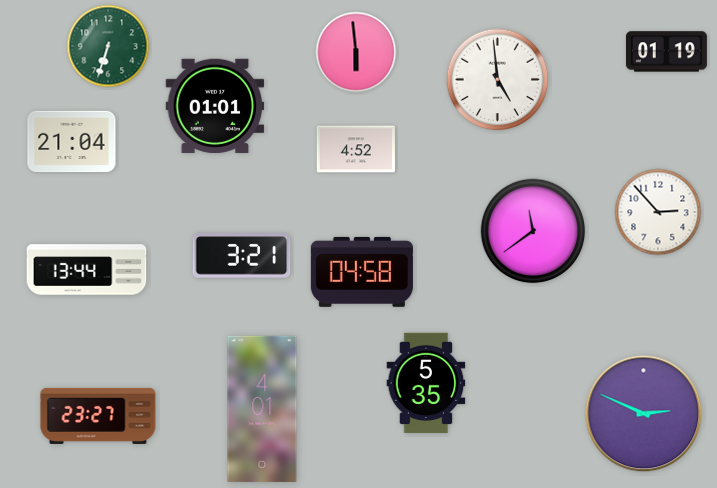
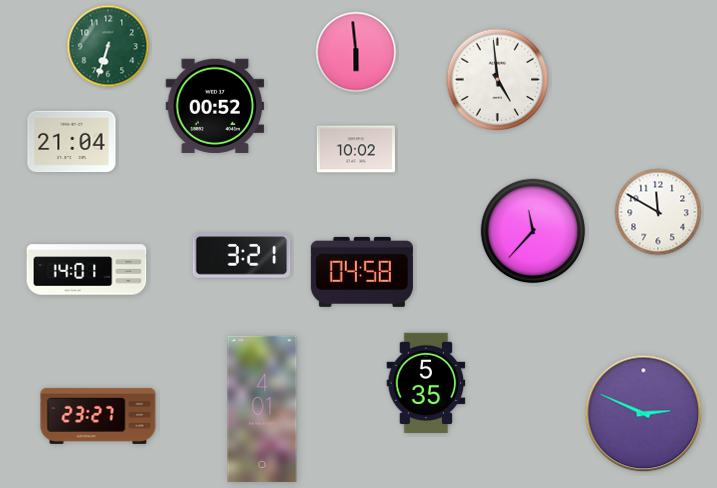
clock at (666, 52): 01:19 -> none
clock at (215, 106): 01:01 -> 00:52
clock at (356, 149): 4:52 -> 10:02
clock at (658, 212): 2:53 -> 11:50
clock at (533, 231): 11:39 -> 11:37
clock at (87, 270): 13:44 -> 14:01
